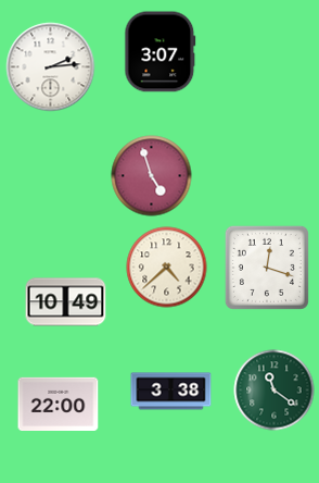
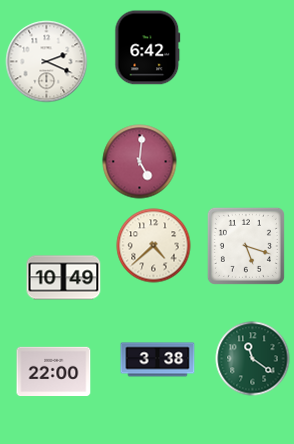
clock at (161, 52): 3:07 -> 6:42
clock at (51, 67): 2:14 -> 2:19
clock at (152, 176): 4:57 -> 5:01
clock at (267, 268): 12:18 -> 5:18
clock at (66, 302) position: (66, 302) -> (64, 278)
